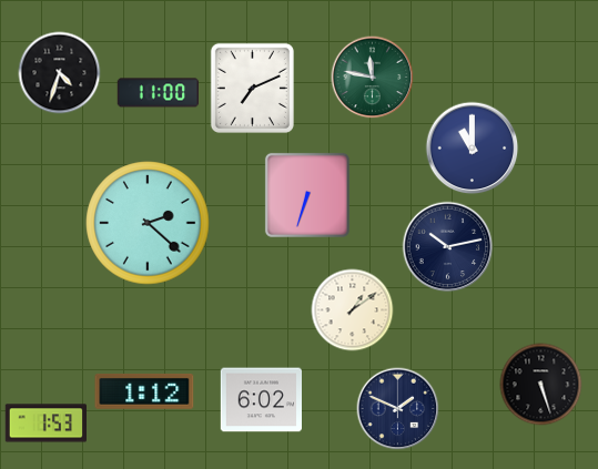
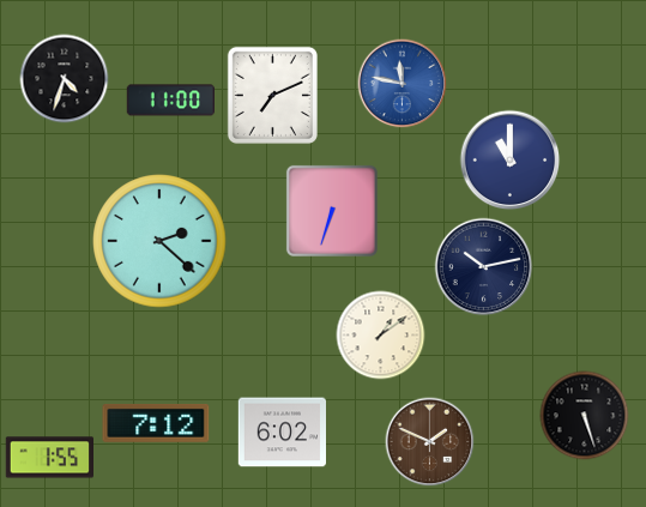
clock at (373, 78) dial: green -> blue
clock at (144, 391): 1:12 -> 7:12
clock at (398, 409) dial: navy -> brown
clock at (45, 424): 1:53 -> 1:55
